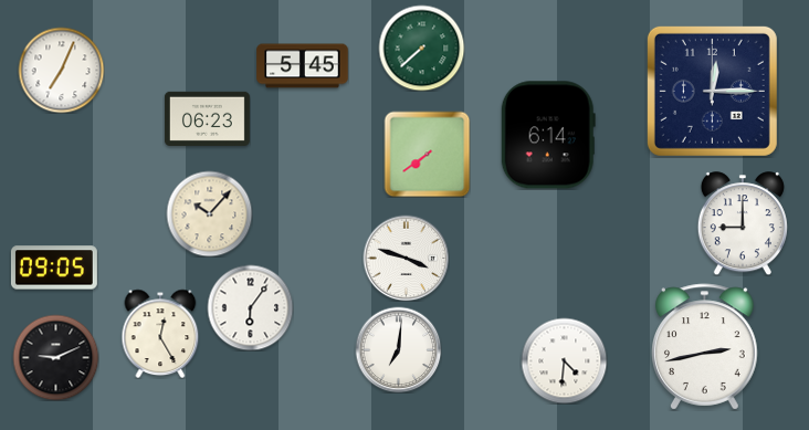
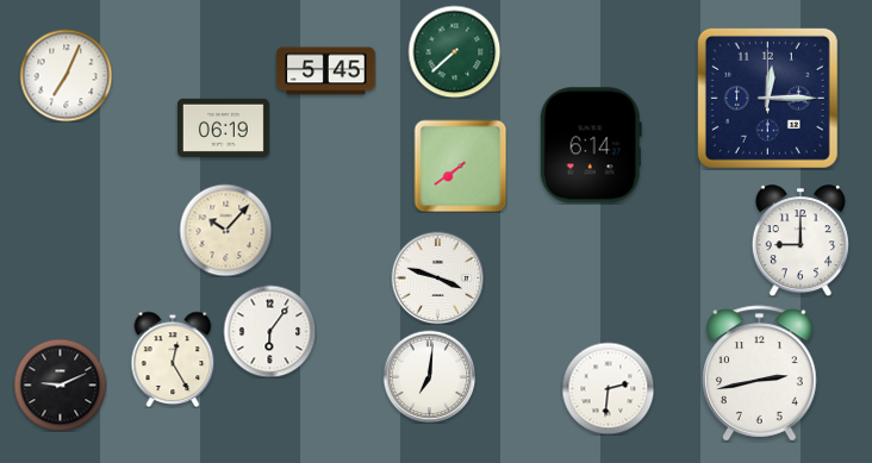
clock at (207, 118): 06:23 -> 06:19
clock at (54, 268): 09:05 -> none
clock at (564, 360): 4:31 -> 2:31
